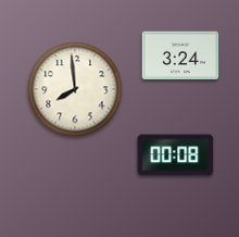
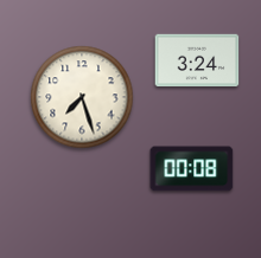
clock at (75, 89): 7:59 -> 7:27
